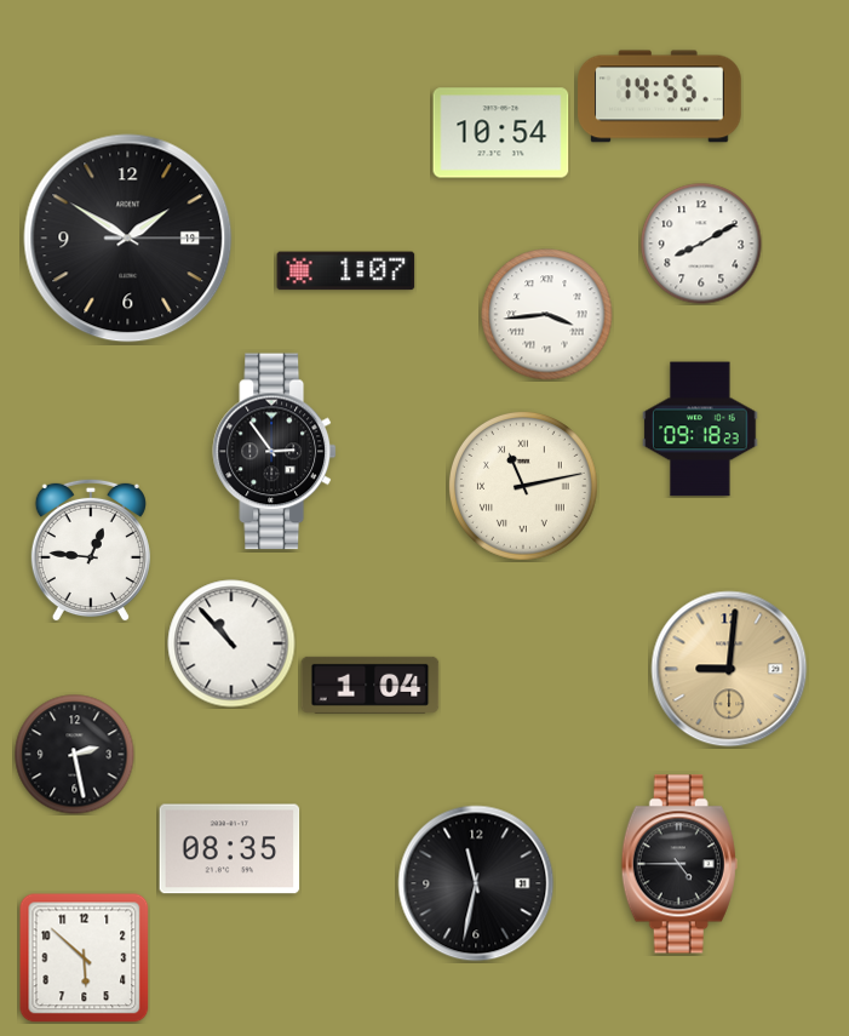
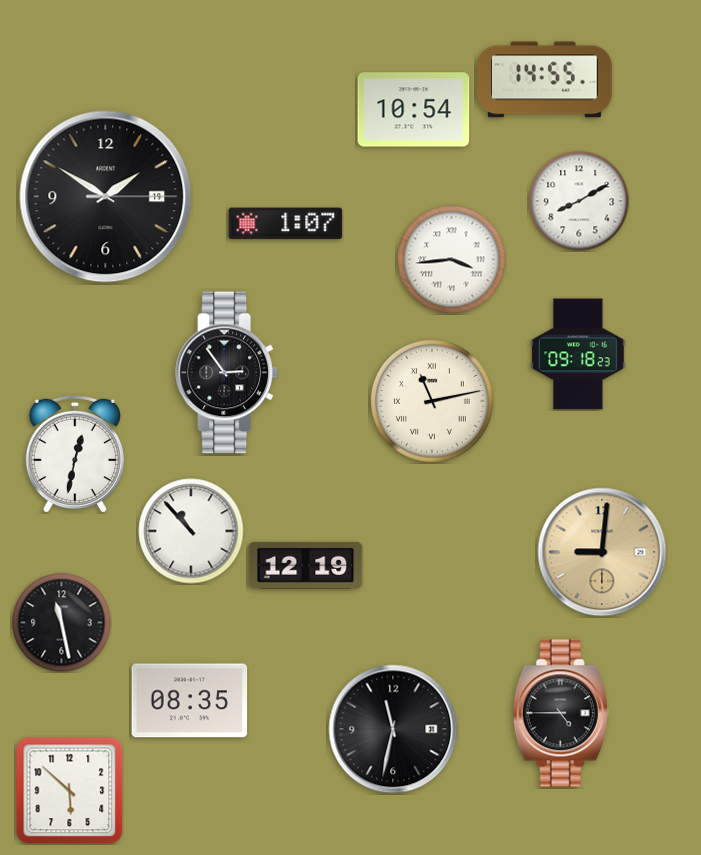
clock at (91, 550): 12:46 -> 12:32
clock at (371, 685): 1:04 -> 12:19
clock at (75, 755): 2:28 -> 11:28
